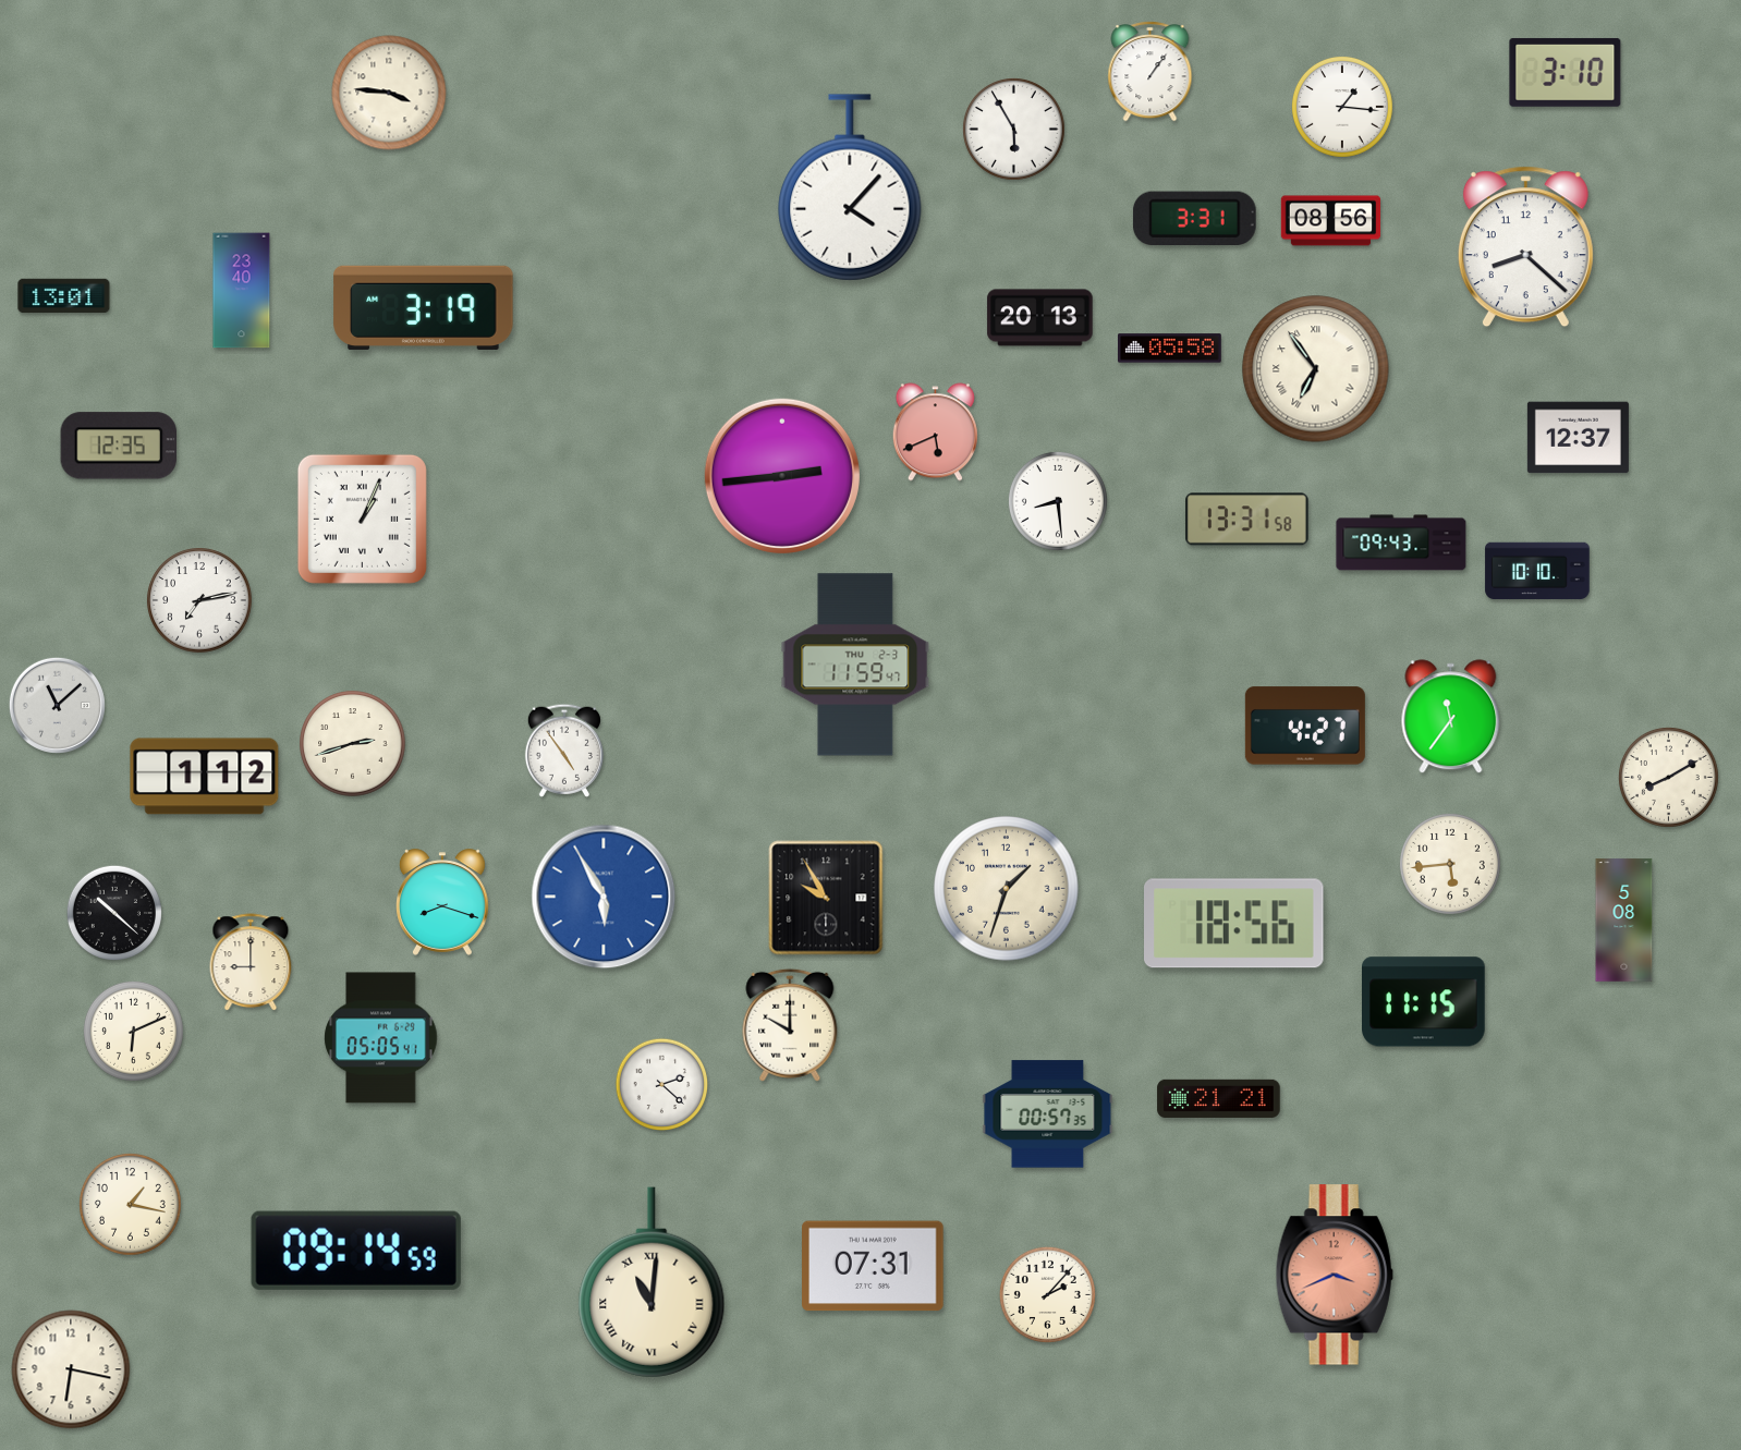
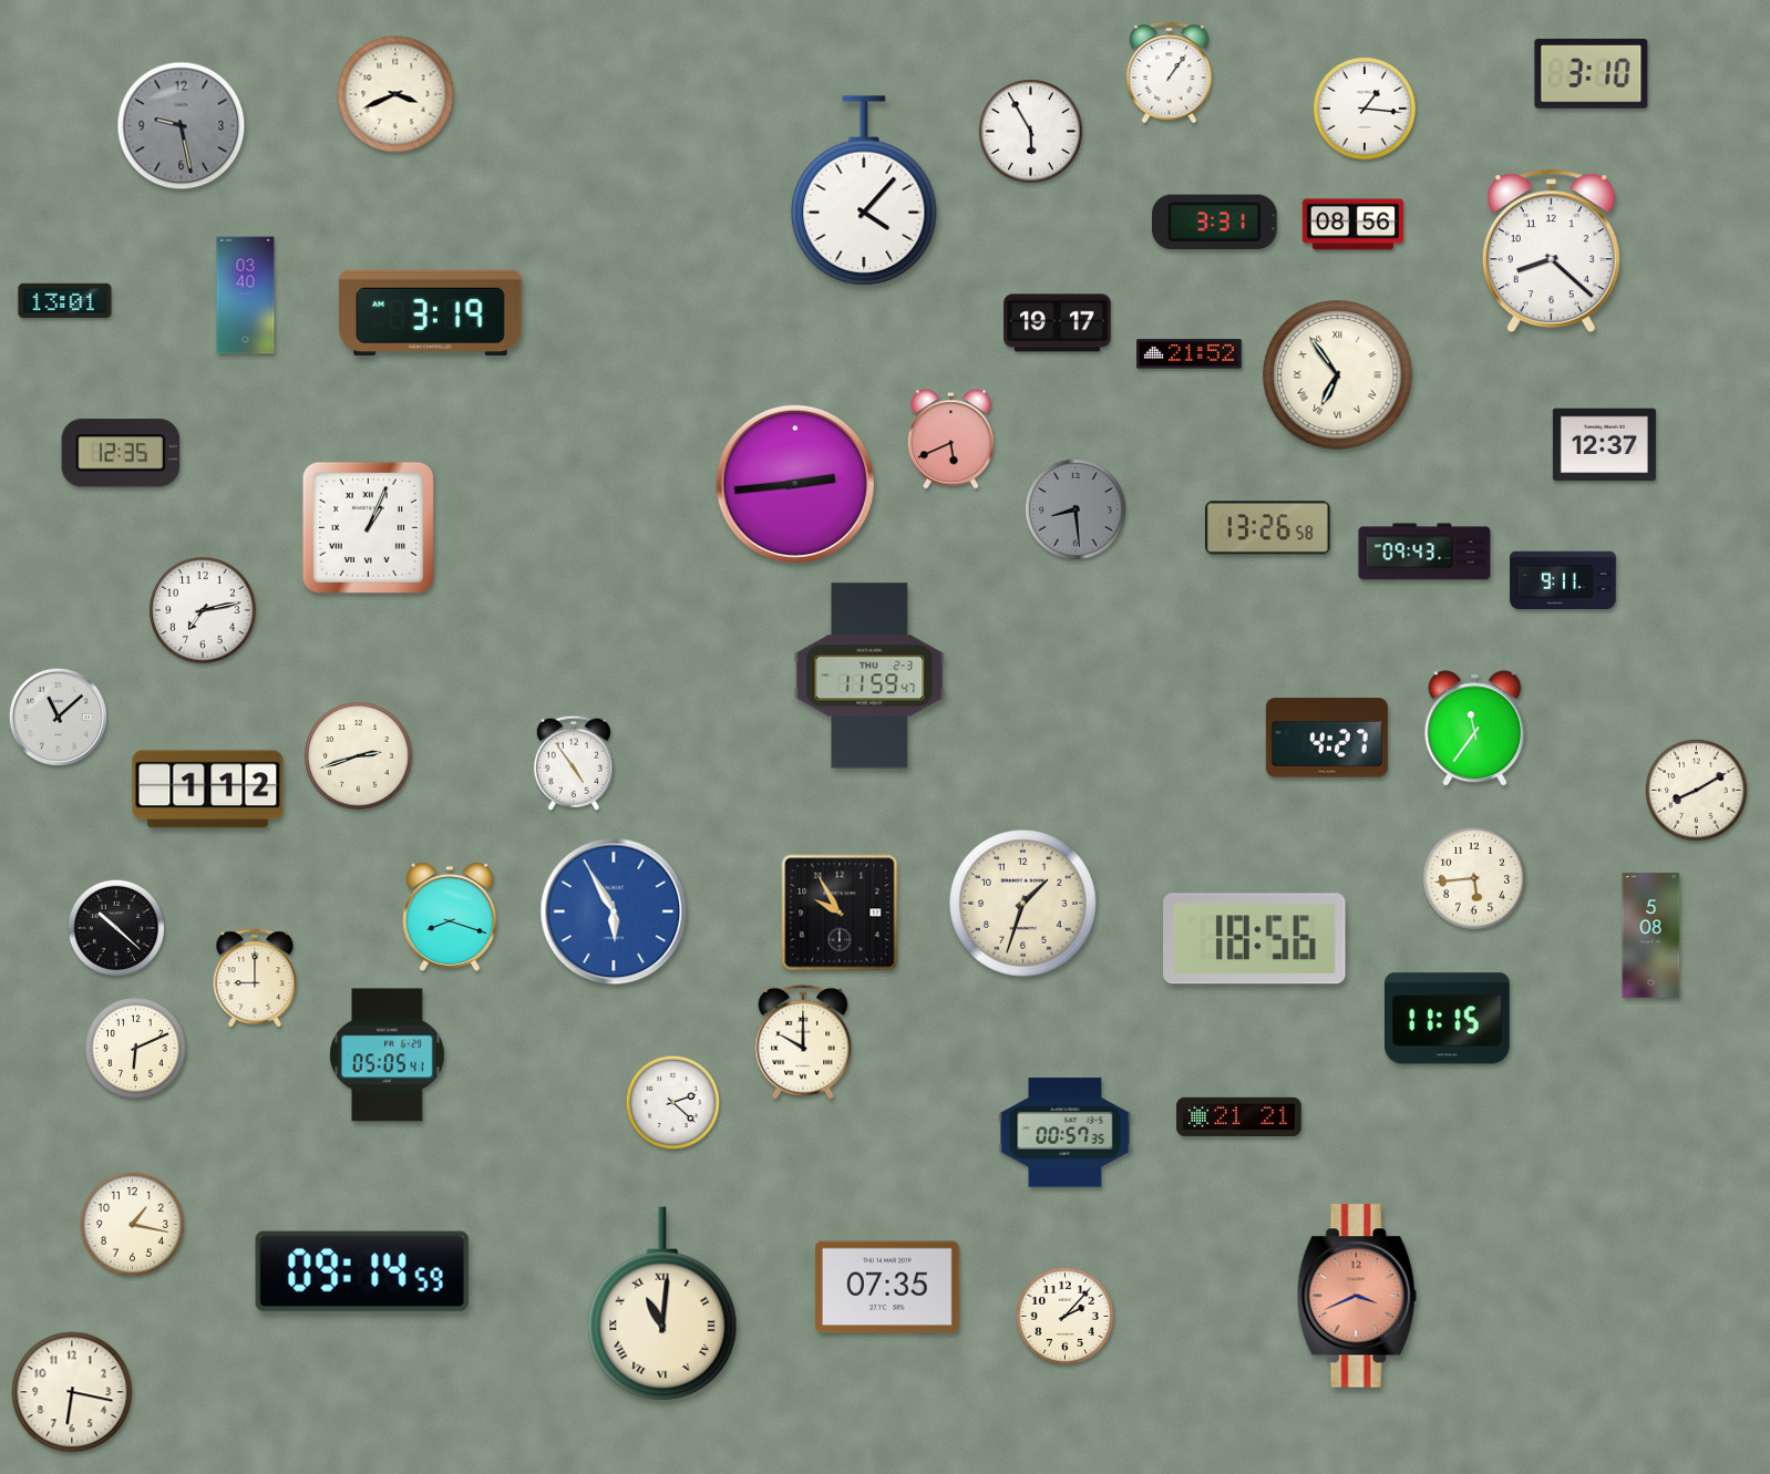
clock at (389, 93): 3:46 -> 3:41
clock at (182, 126): none -> 9:28
clock at (242, 291): 23:40 -> 03:40
clock at (1040, 318): 20:13 -> 19:17
clock at (1170, 349): 05:58 -> 21:52
clock at (1058, 501) dial: white -> grey
clock at (1247, 520): 13:31 -> 13:26
clock at (1537, 571): 10:10 -> 9:11
clock at (874, 1266): 07:31 -> 07:35
